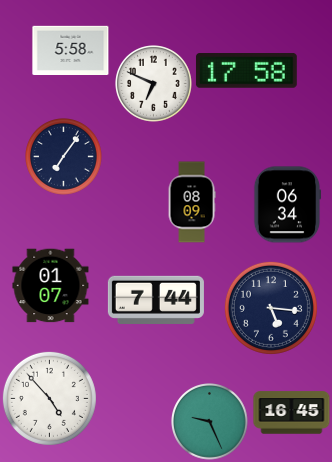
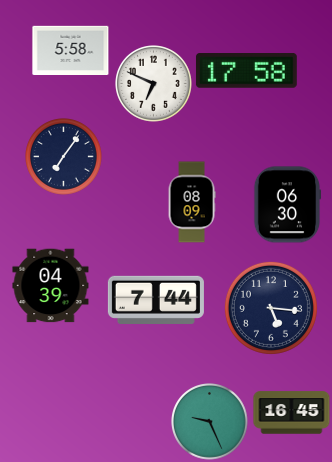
clock at (287, 205): 06:34 -> 06:30
clock at (51, 286): 01:07 -> 04:39
clock at (49, 398): 4:53 -> none
